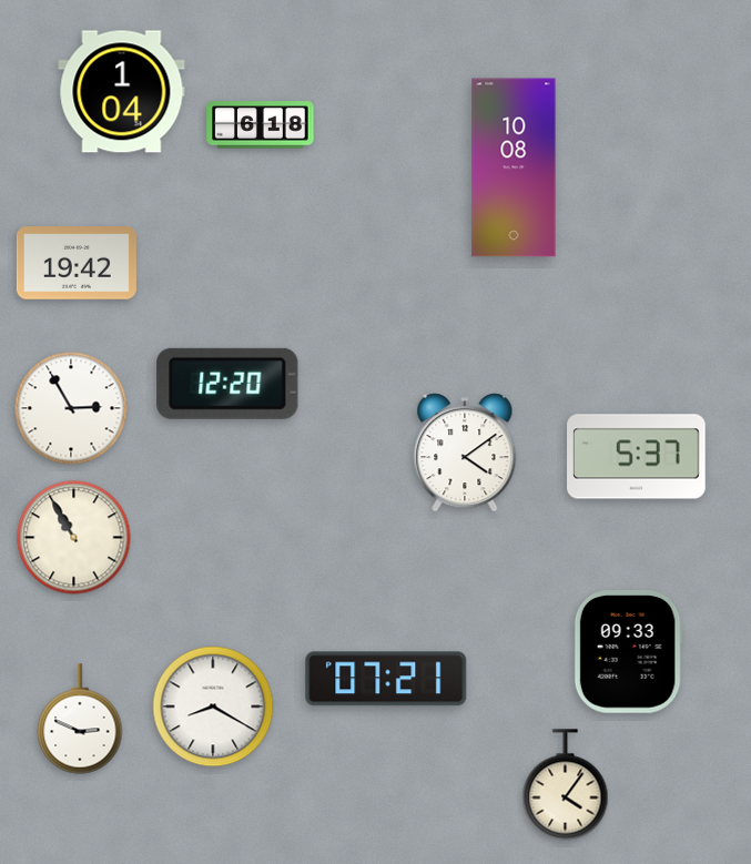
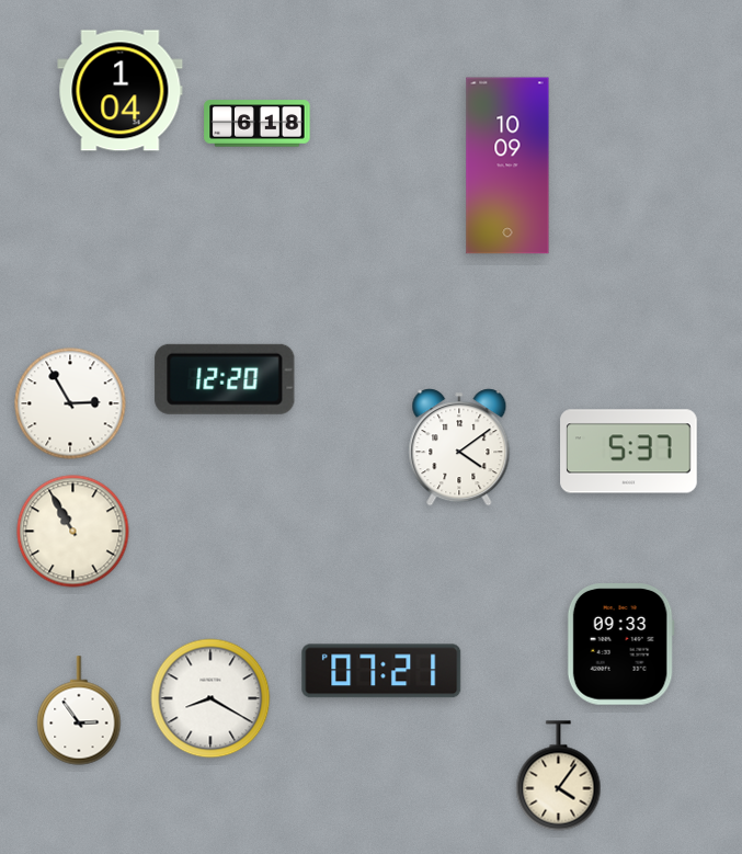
clock at (514, 167): 10:08 -> 10:09
clock at (77, 263): 19:42 -> none
clock at (80, 719): 2:49 -> 2:54
